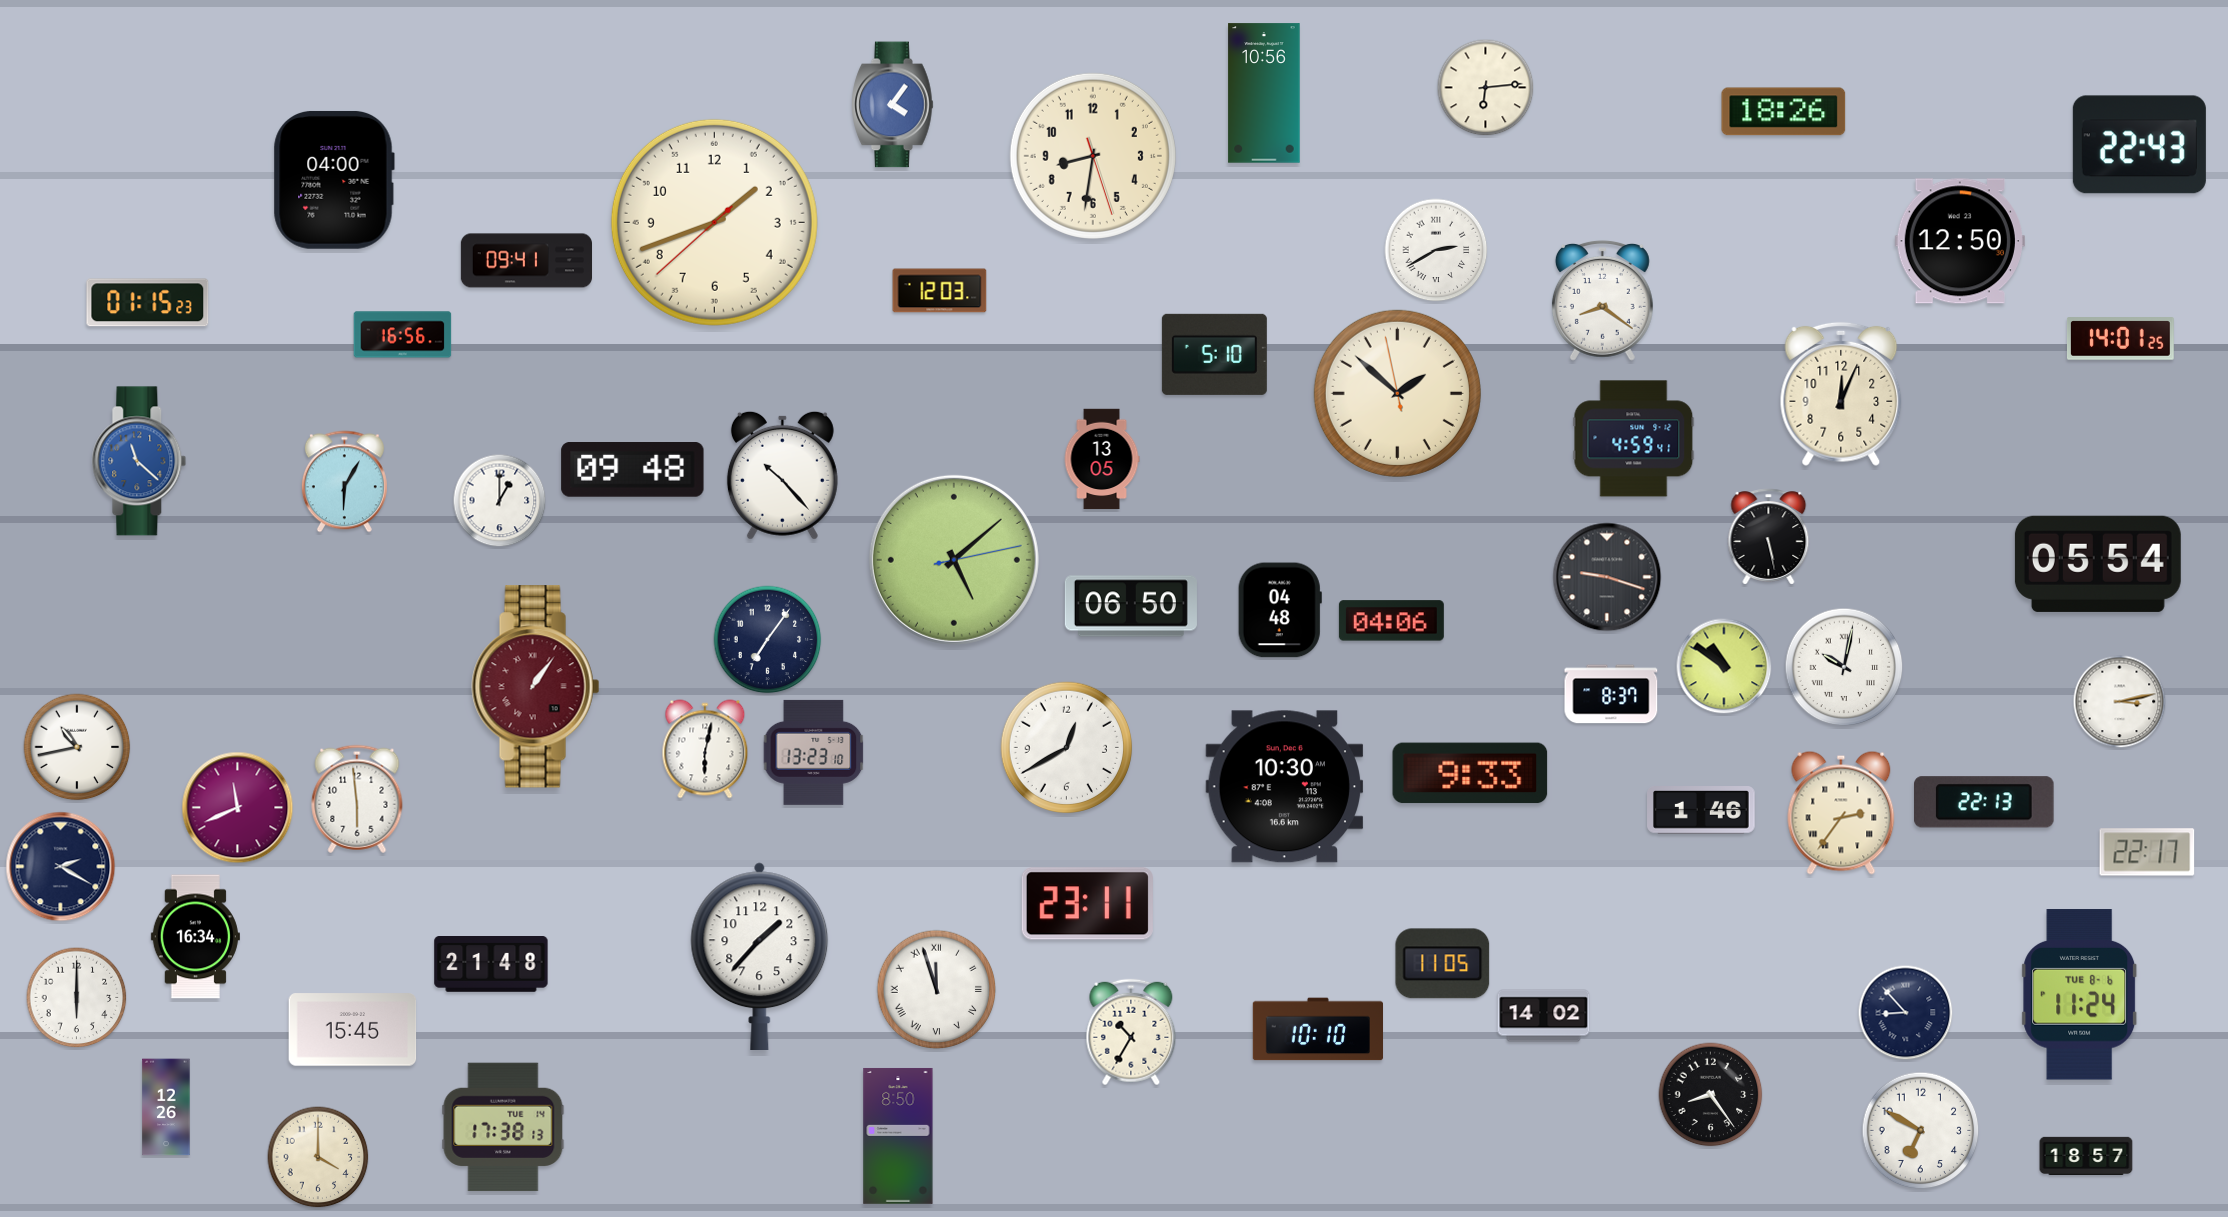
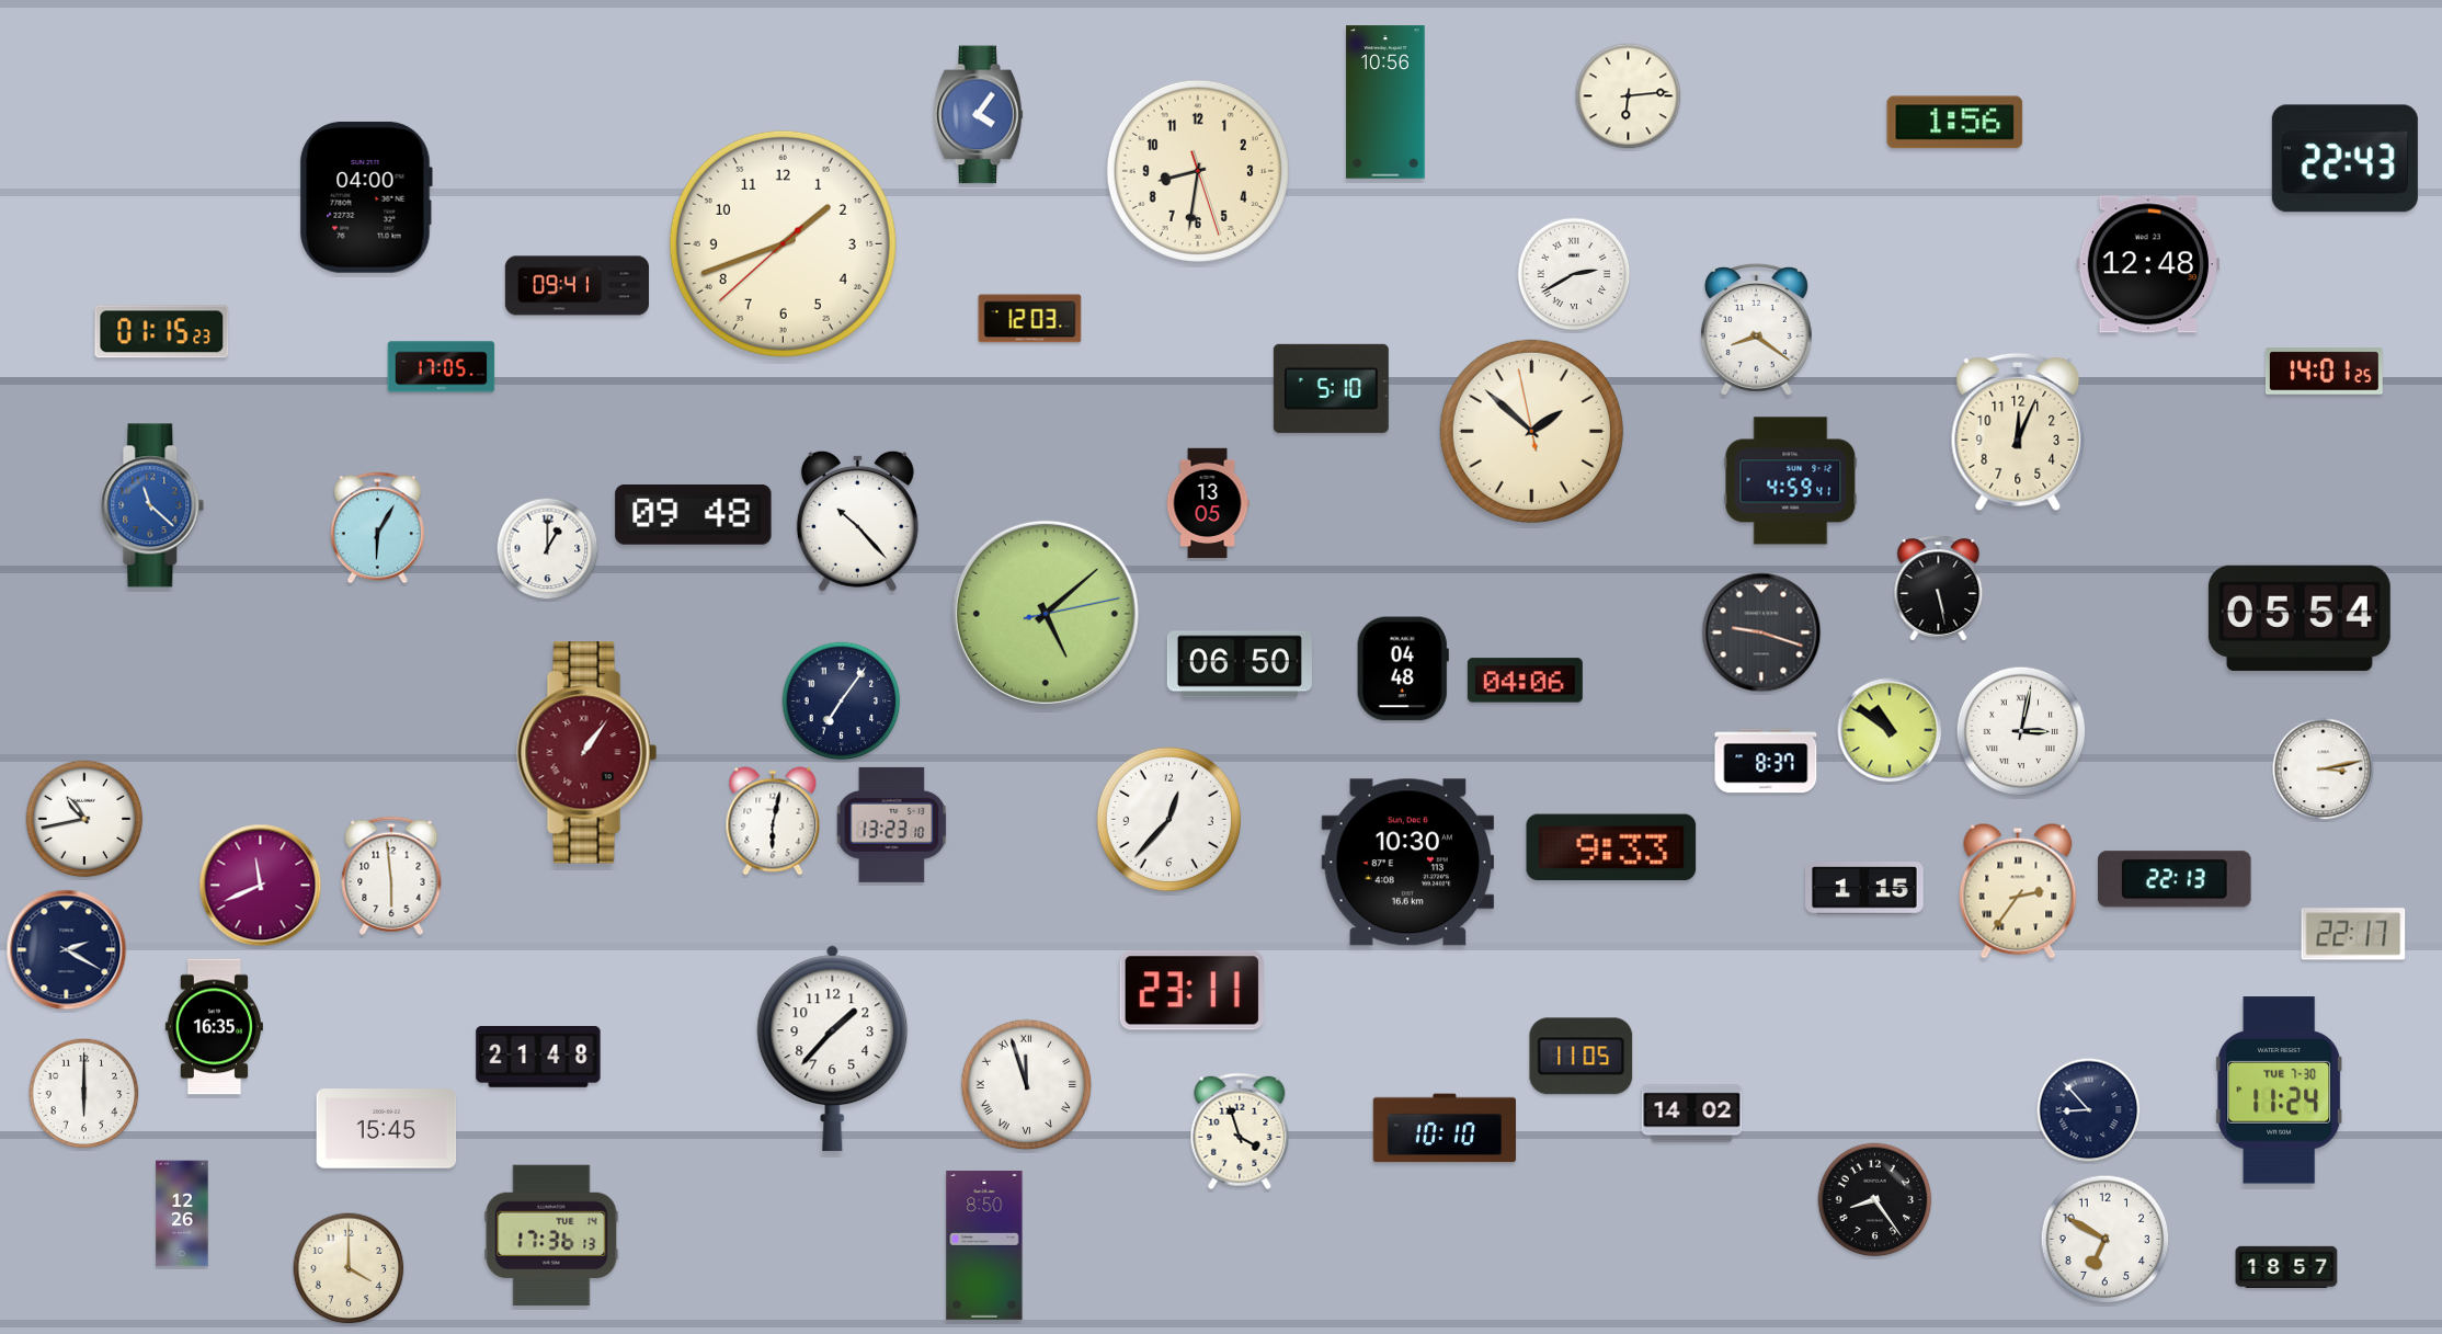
clock at (1784, 112): 18:26 -> 1:56
clock at (1960, 241): 12:50 -> 12:48
clock at (403, 335): 16:56 -> 17:05
clock at (1844, 667): 10:02 -> 3:02
clock at (1067, 748): 12:40 -> 12:37
clock at (1702, 811): 1:46 -> 1:15
clock at (195, 937): 16:34 -> 16:35
clock at (2080, 995) date: TUE 8-6 -> TUE 7-30
clock at (1131, 1032): 10:35 -> 3:57
clock at (503, 1127): 17:38 -> 17:36
